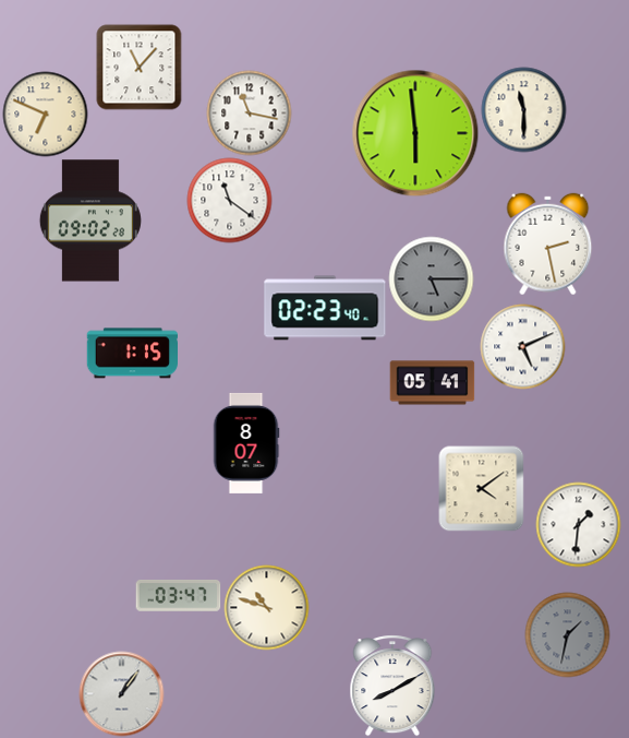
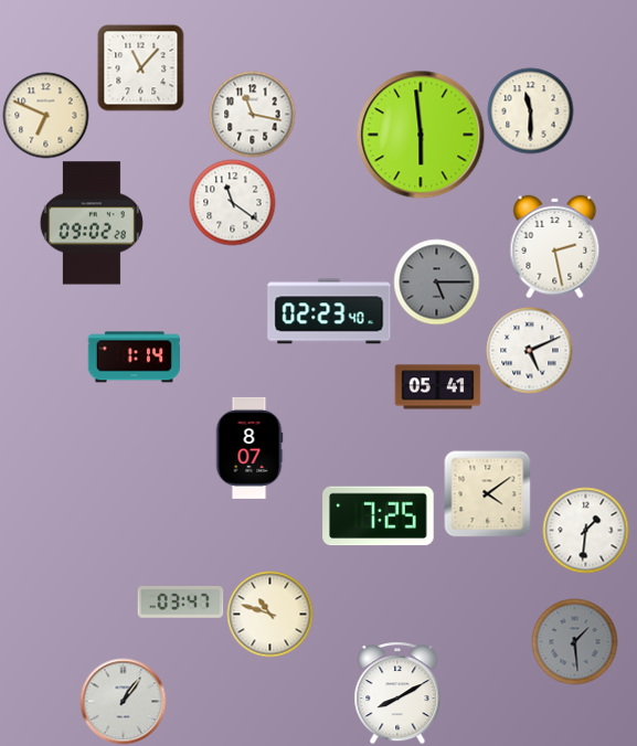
clock at (132, 354): 1:15 -> 1:14
clock at (379, 516): none -> 7:25
clock at (567, 634): 1:32 -> 1:29
